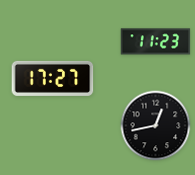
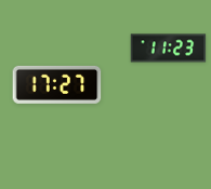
clock at (156, 42) position: (156, 42) -> (169, 49)
clock at (156, 126): 12:43 -> none
